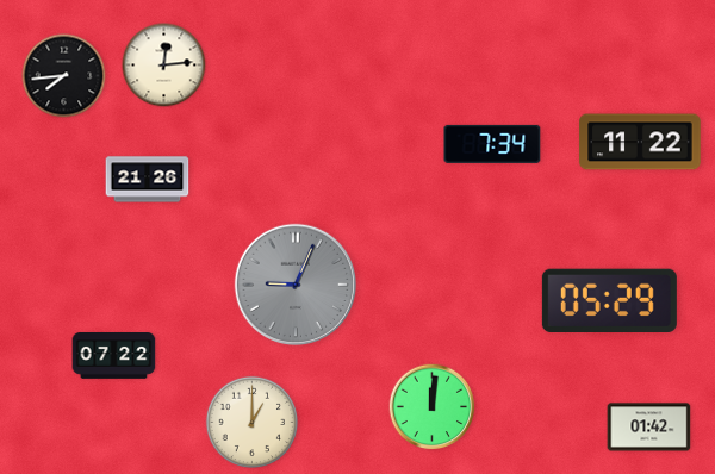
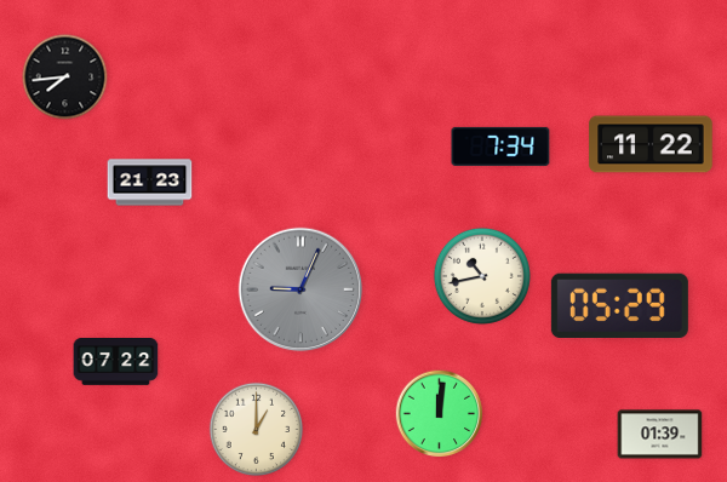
clock at (164, 66): 12:14 -> none
clock at (148, 180): 21:26 -> 21:23
clock at (482, 276): none -> 10:43
clock at (649, 428): 01:42 -> 01:39
